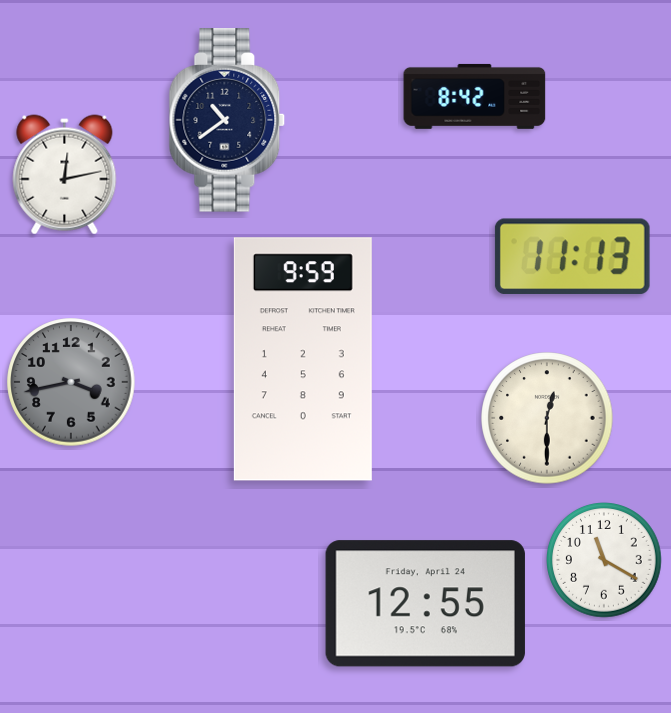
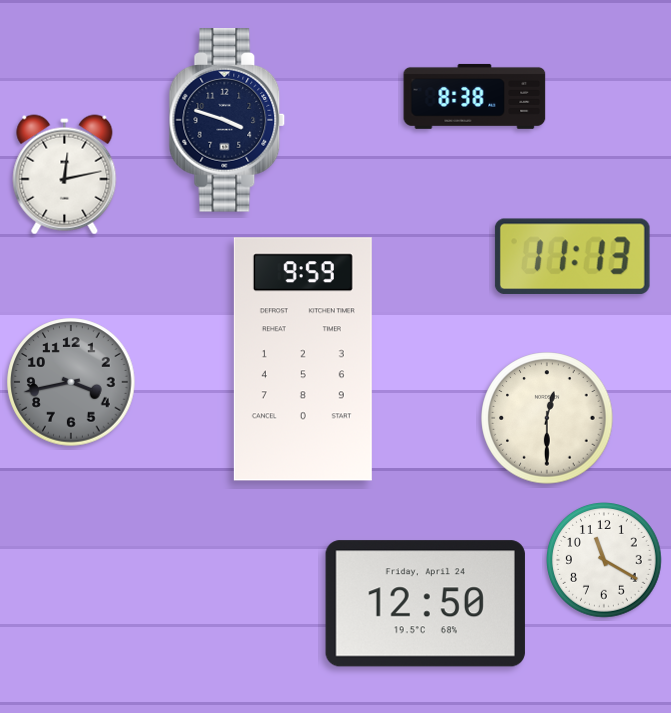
clock at (475, 96): 8:42 -> 8:38
clock at (227, 120): 10:39 -> 3:48
clock at (425, 604): 12:55 -> 12:50
